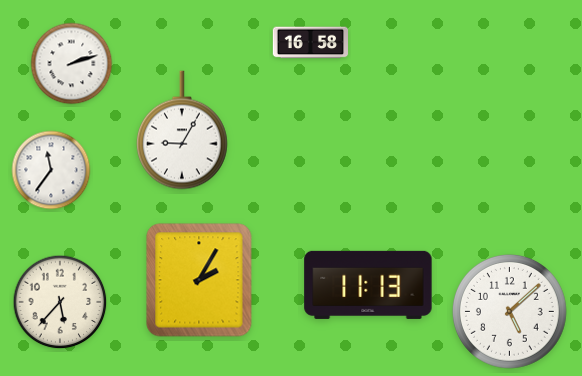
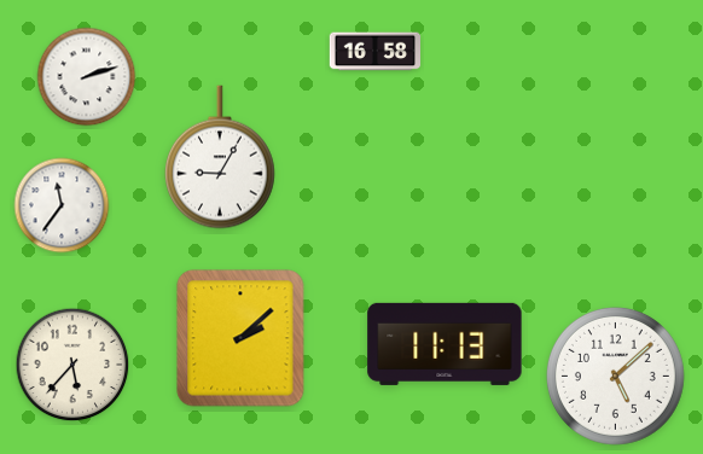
clock at (199, 280): 2:05 -> 2:08
